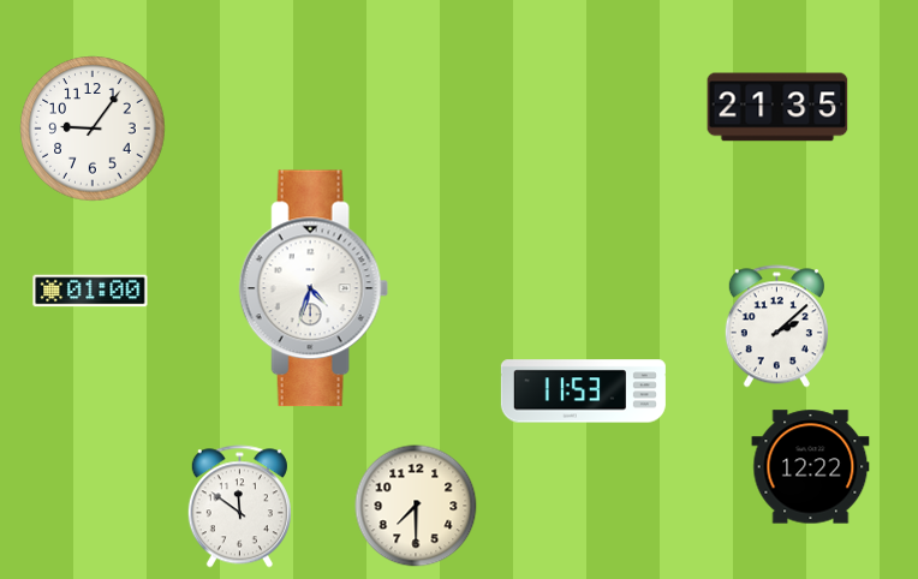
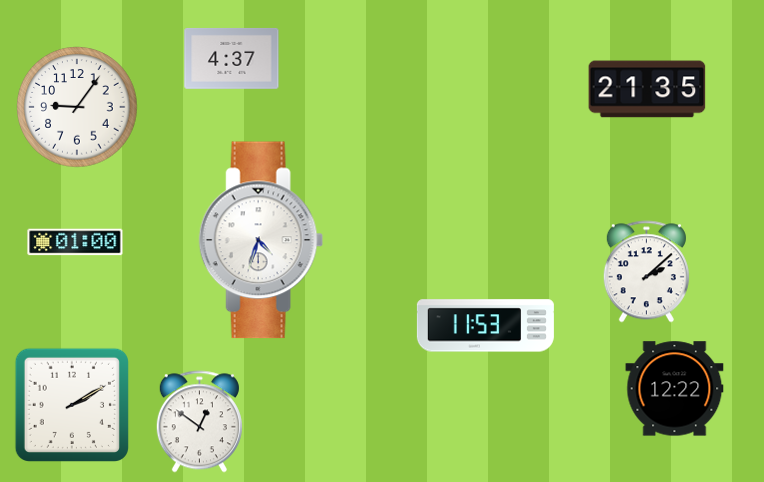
clock at (232, 58): none -> 4:37
clock at (72, 405): none -> 2:10
clock at (416, 506): 7:30 -> none
clock at (239, 507): 11:51 -> 12:51
